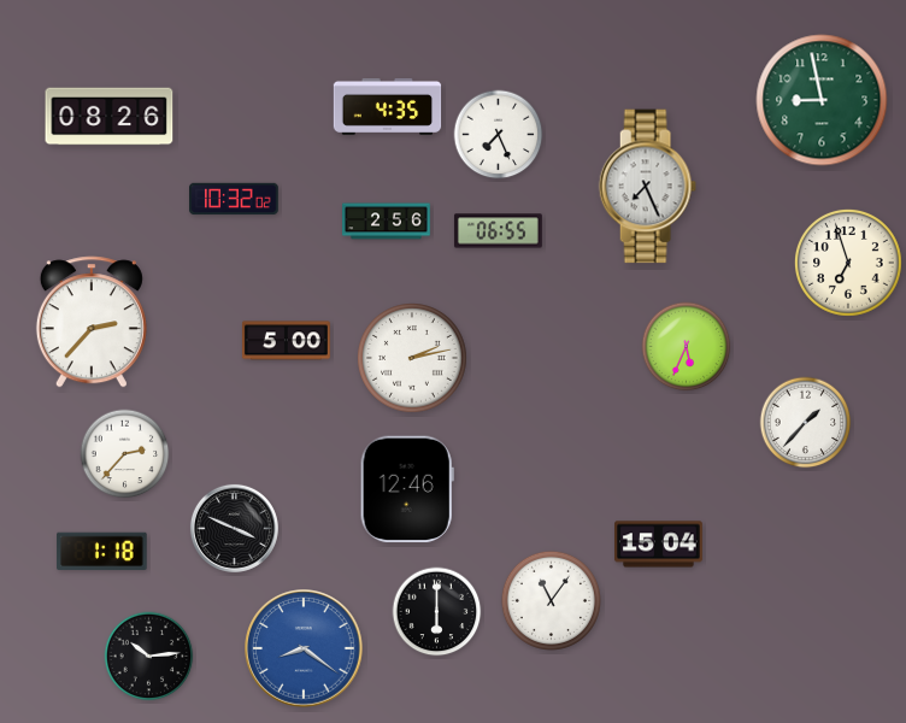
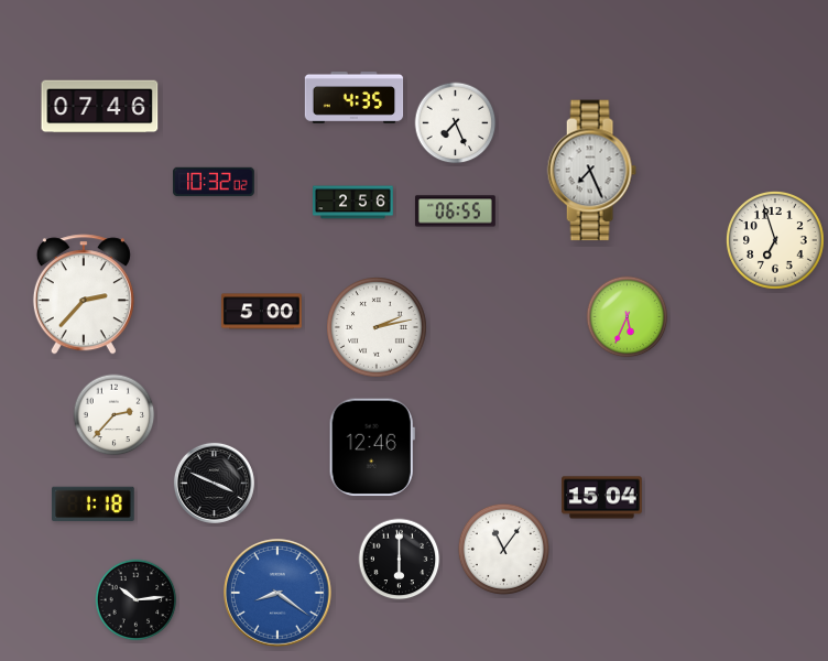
clock at (822, 100): 8:58 -> none
clock at (110, 117): 08:26 -> 07:46
clock at (806, 423): 1:37 -> none
